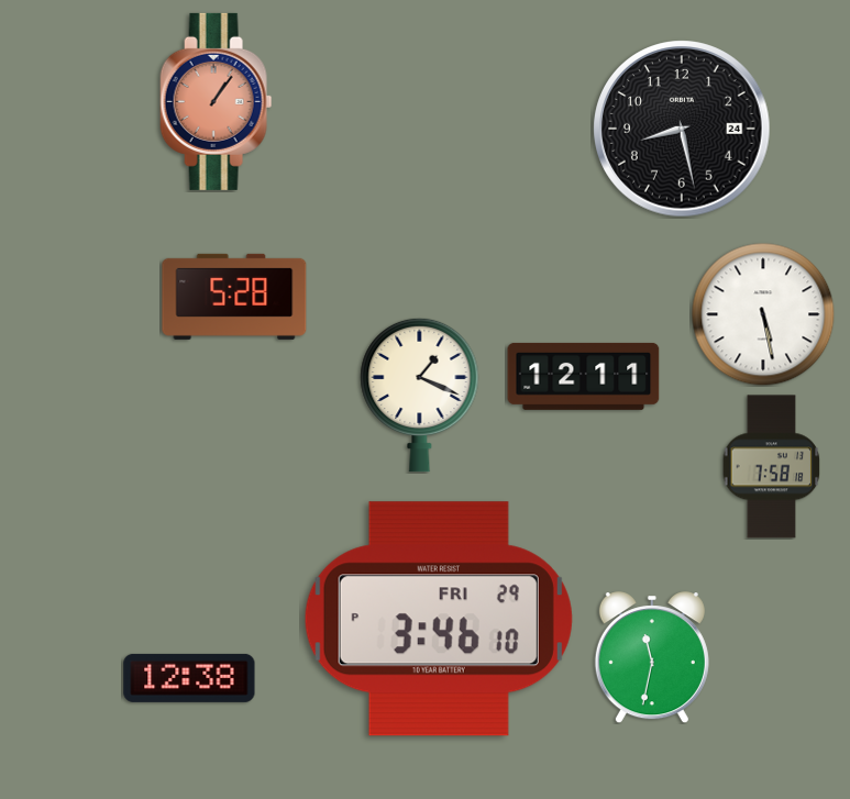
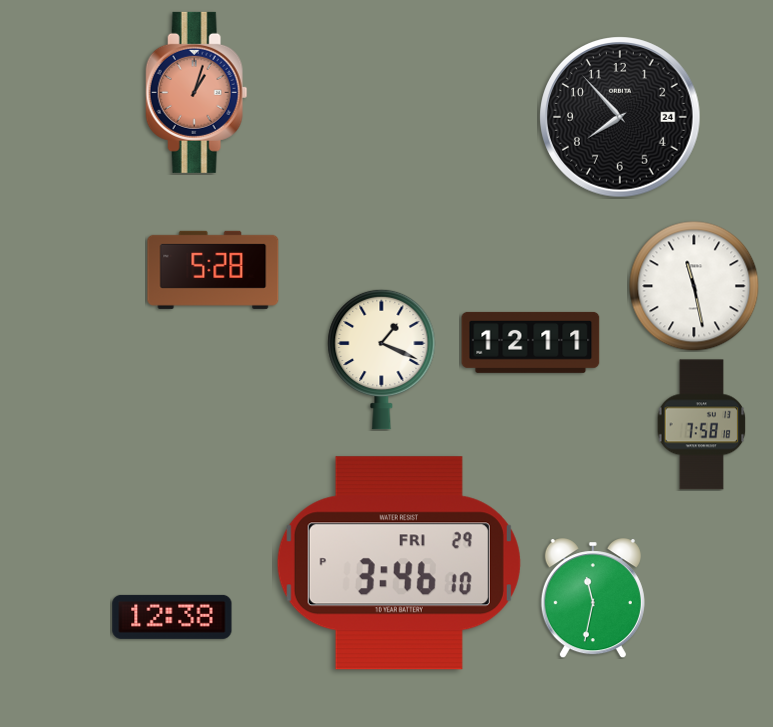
clock at (217, 101): 1:06 -> 1:03
clock at (682, 129): 8:28 -> 7:53
clock at (763, 314): 5:28 -> 11:28
